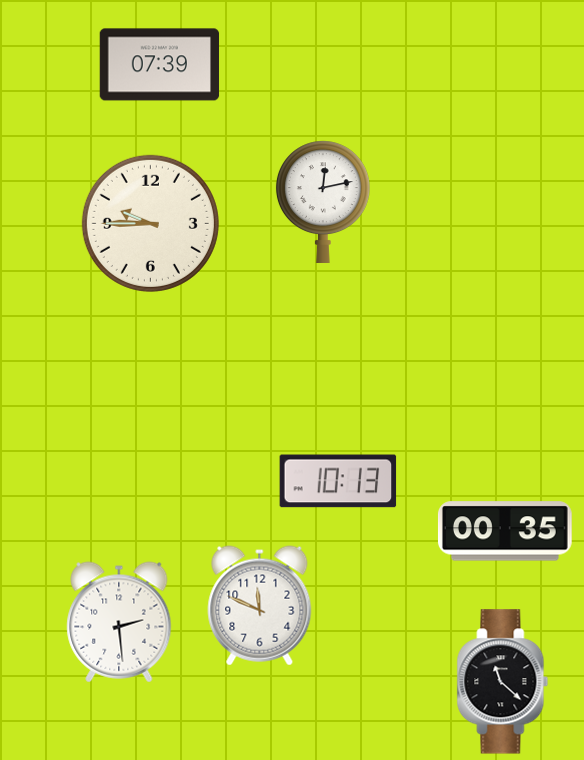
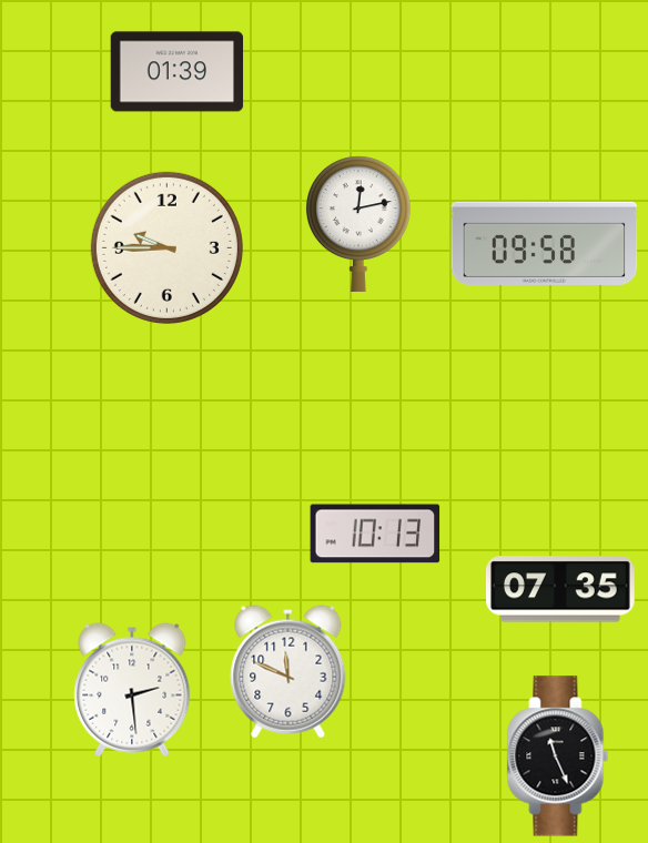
clock at (160, 65): 07:39 -> 01:39
clock at (545, 243): none -> 09:58
clock at (505, 531): 00:35 -> 07:35
clock at (503, 682): 11:22 -> 11:26
